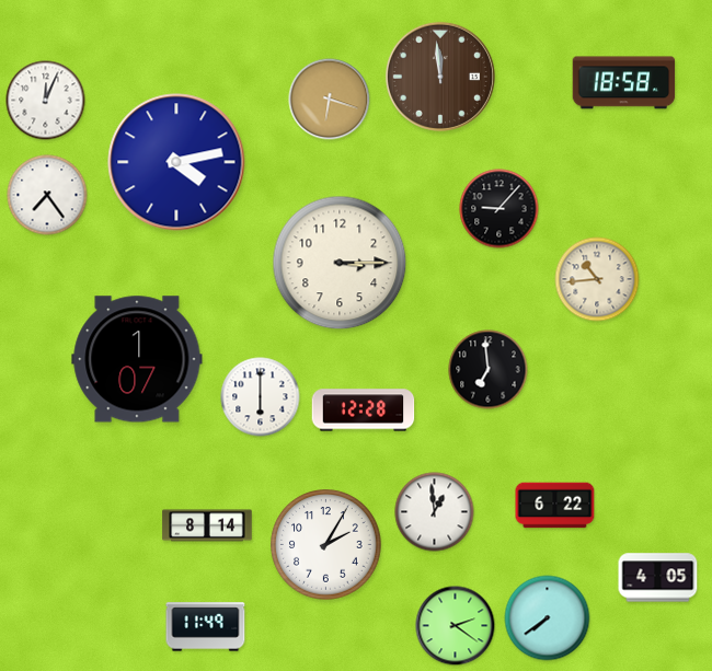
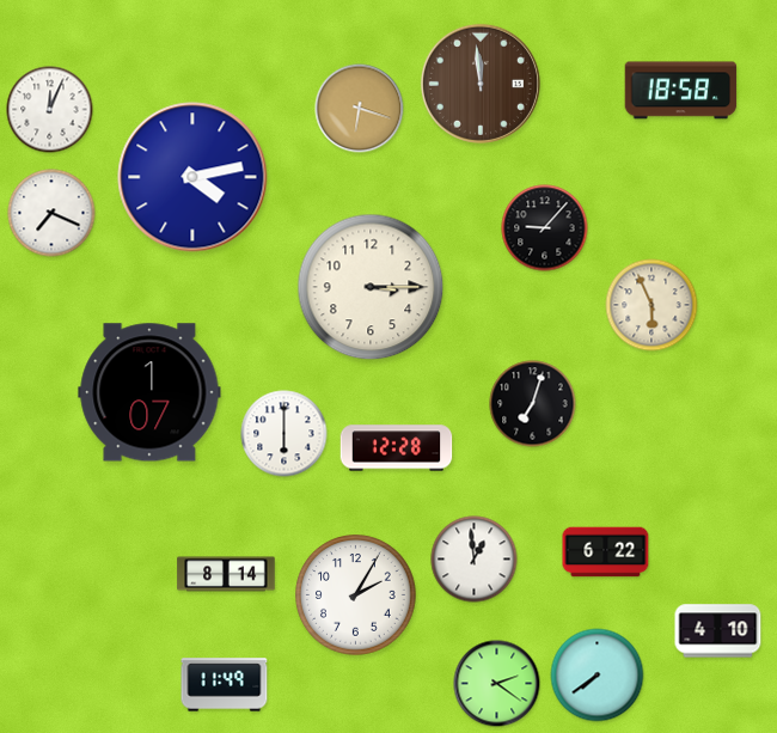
clock at (47, 195): 7:24 -> 7:19
clock at (597, 279): 10:44 -> 5:56
clock at (489, 370): 6:59 -> 7:03
clock at (658, 578): 4:05 -> 4:10
